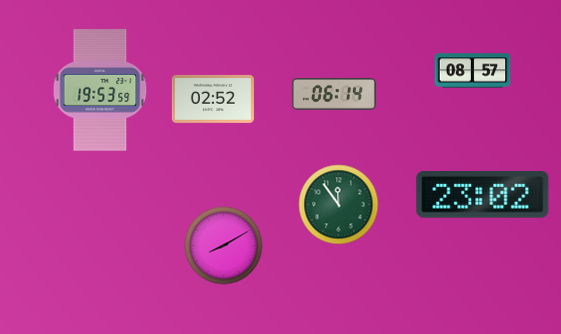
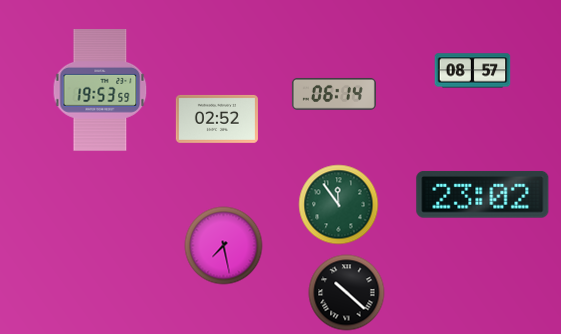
clock at (213, 99) position: (213, 99) -> (217, 119)
clock at (224, 246): 8:10 -> 7:28
clock at (347, 293): none -> 10:22
